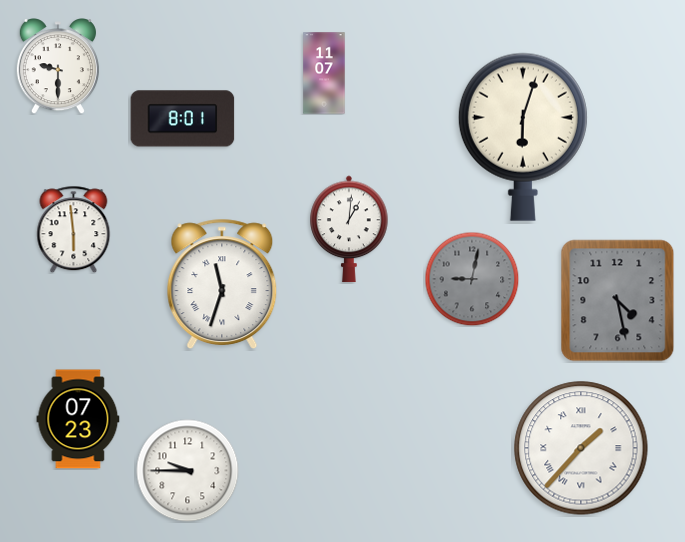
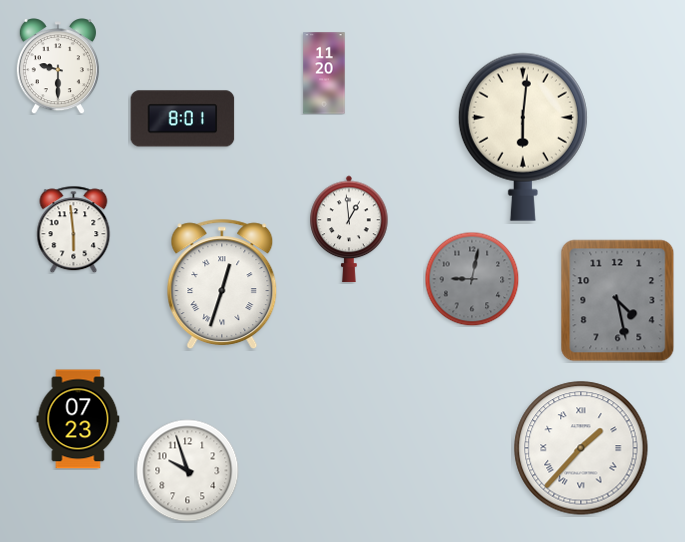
clock at (324, 73): 11:07 -> 11:20
clock at (523, 137): 6:03 -> 6:01
clock at (349, 229): 1:01 -> 12:59
clock at (222, 284): 11:33 -> 12:33
clock at (188, 471): 9:45 -> 9:57
